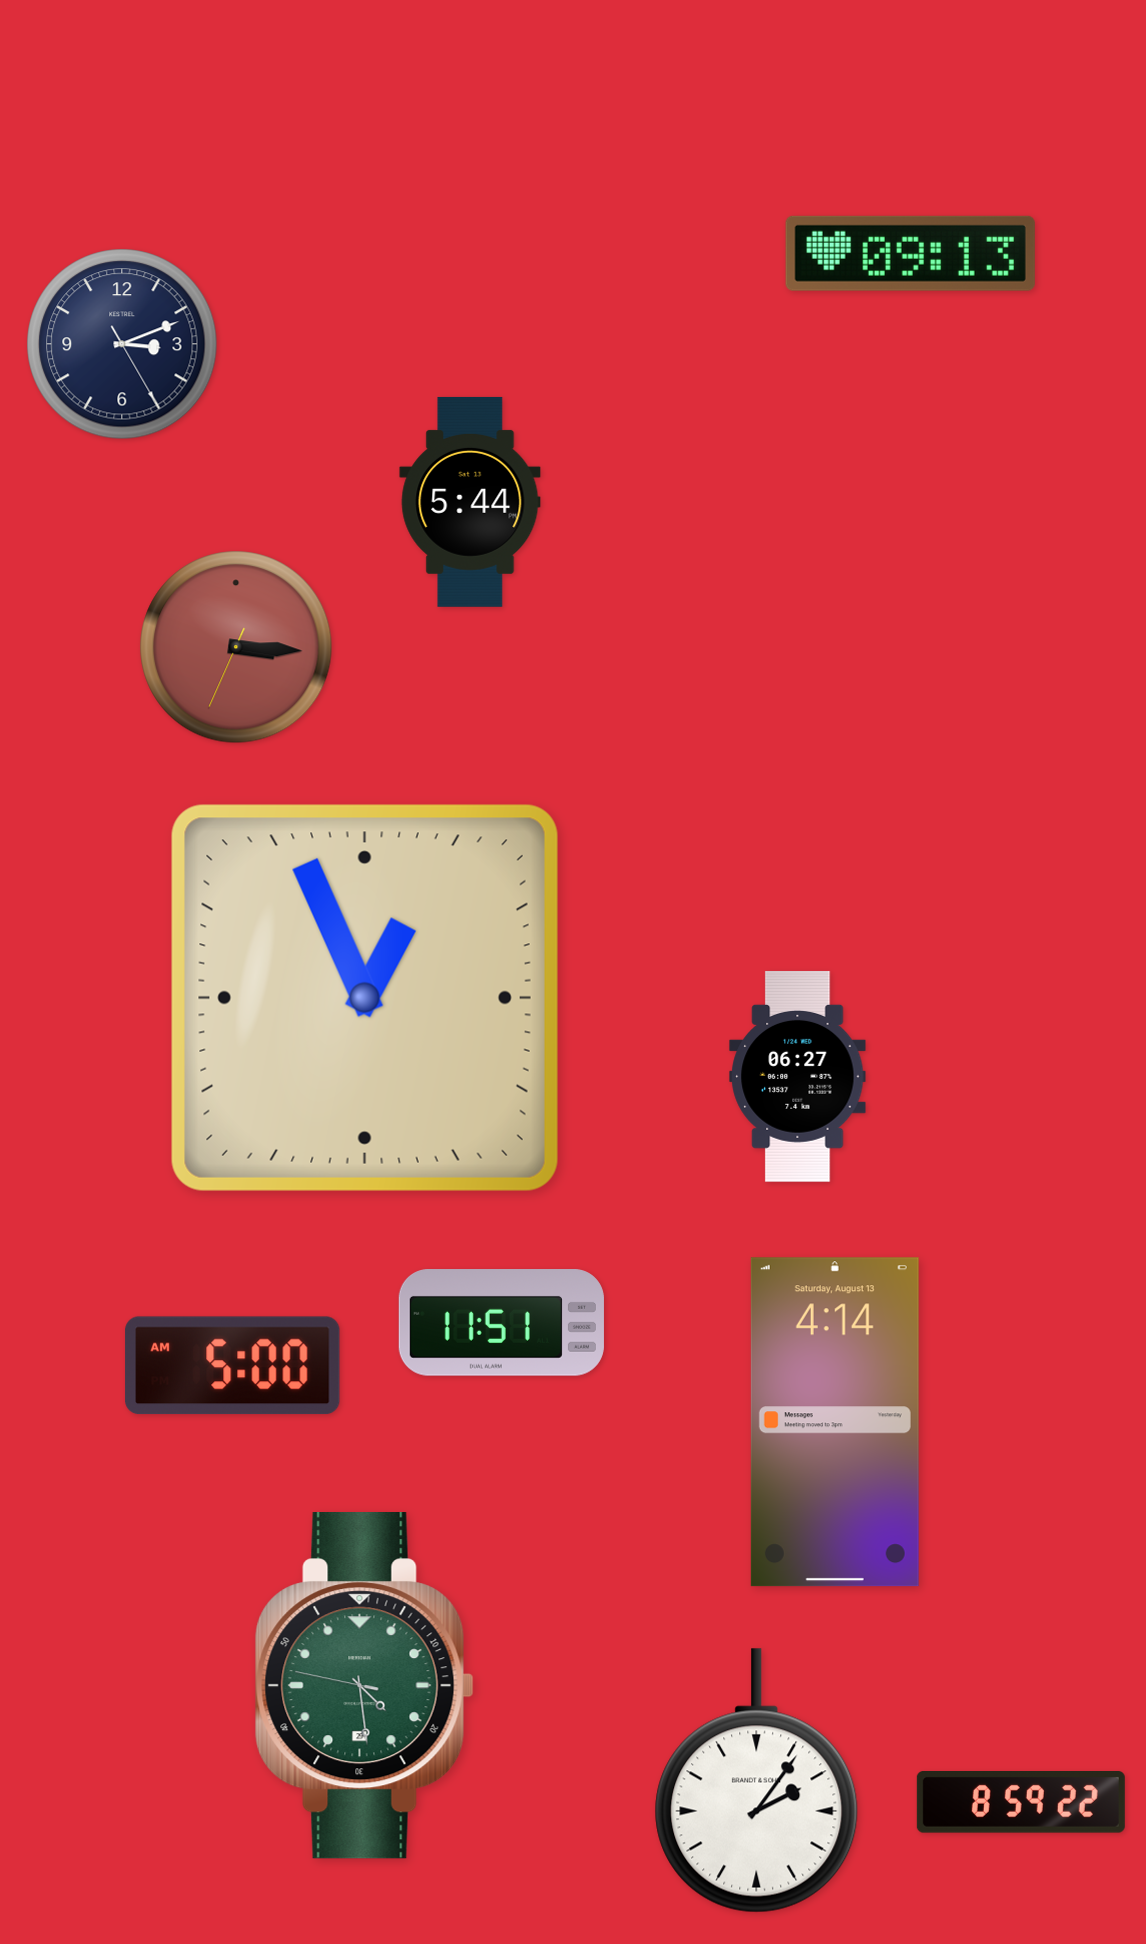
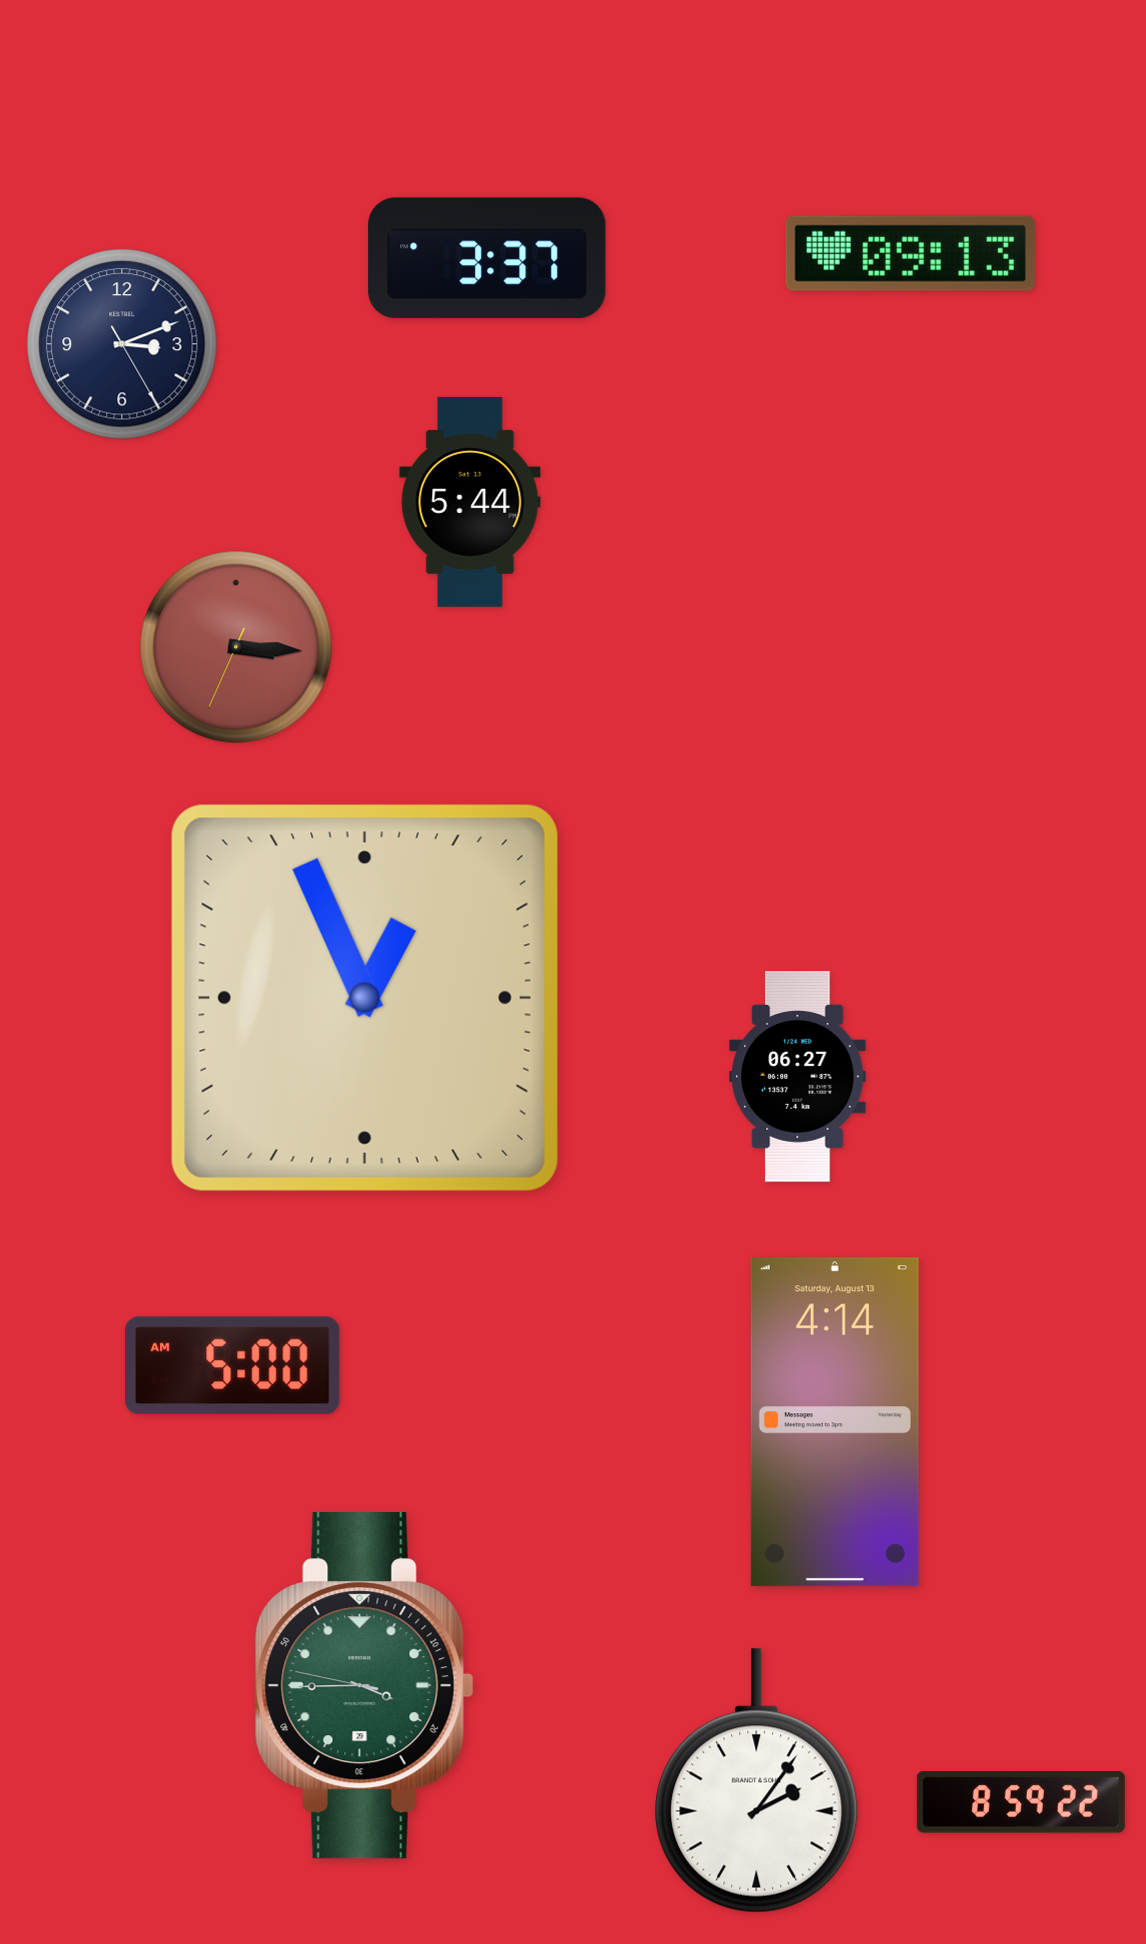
clock at (487, 258): none -> 3:37
clock at (501, 1323): 11:51 -> none
clock at (364, 1686): 4:28 -> 3:44
